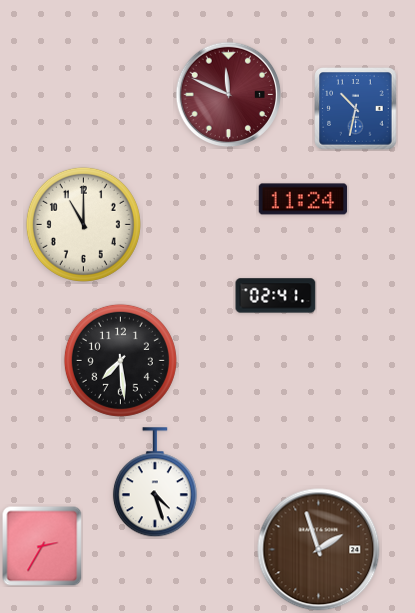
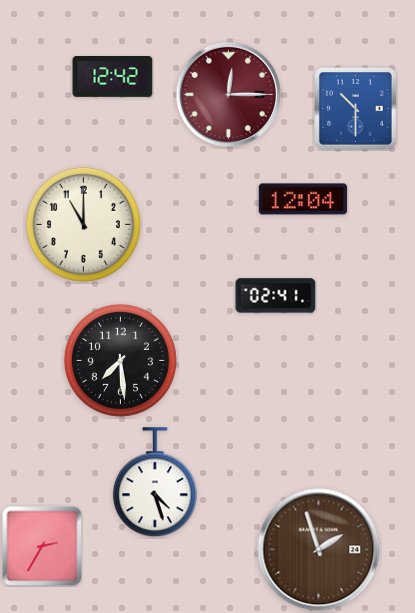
clock at (113, 77): none -> 12:42
clock at (229, 95): 11:49 -> 12:15
clock at (356, 109): 10:32 -> 10:30
clock at (303, 199): 11:24 -> 12:04
